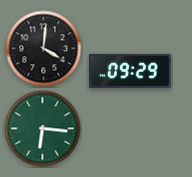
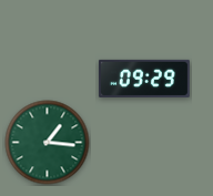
clock at (44, 49): 4:01 -> none
clock at (43, 129): 6:16 -> 1:16
